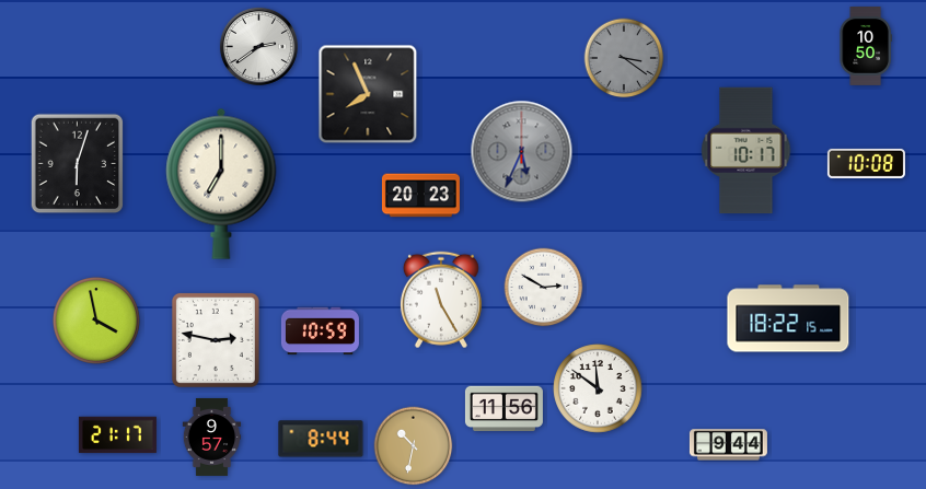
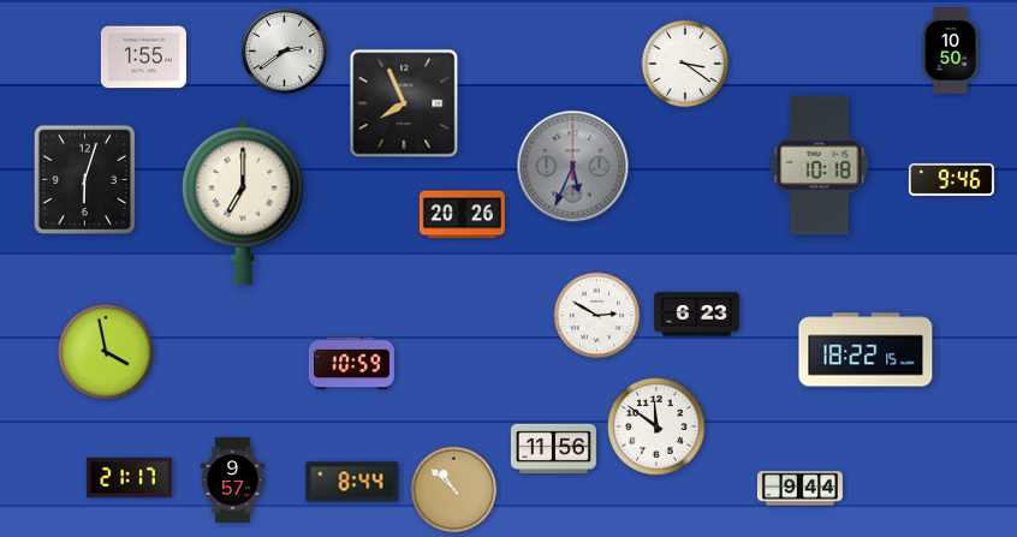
clock at (143, 58): none -> 1:55
clock at (624, 58) dial: grey -> white
clock at (746, 151): 10:17 -> 10:18
clock at (866, 163): 10:08 -> 9:46
clock at (420, 196): 20:23 -> 20:26
clock at (696, 315): none -> 6:23
clock at (441, 300): 11:25 -> none
clock at (216, 340): 2:47 -> none
clock at (414, 446): 10:32 -> 10:52
